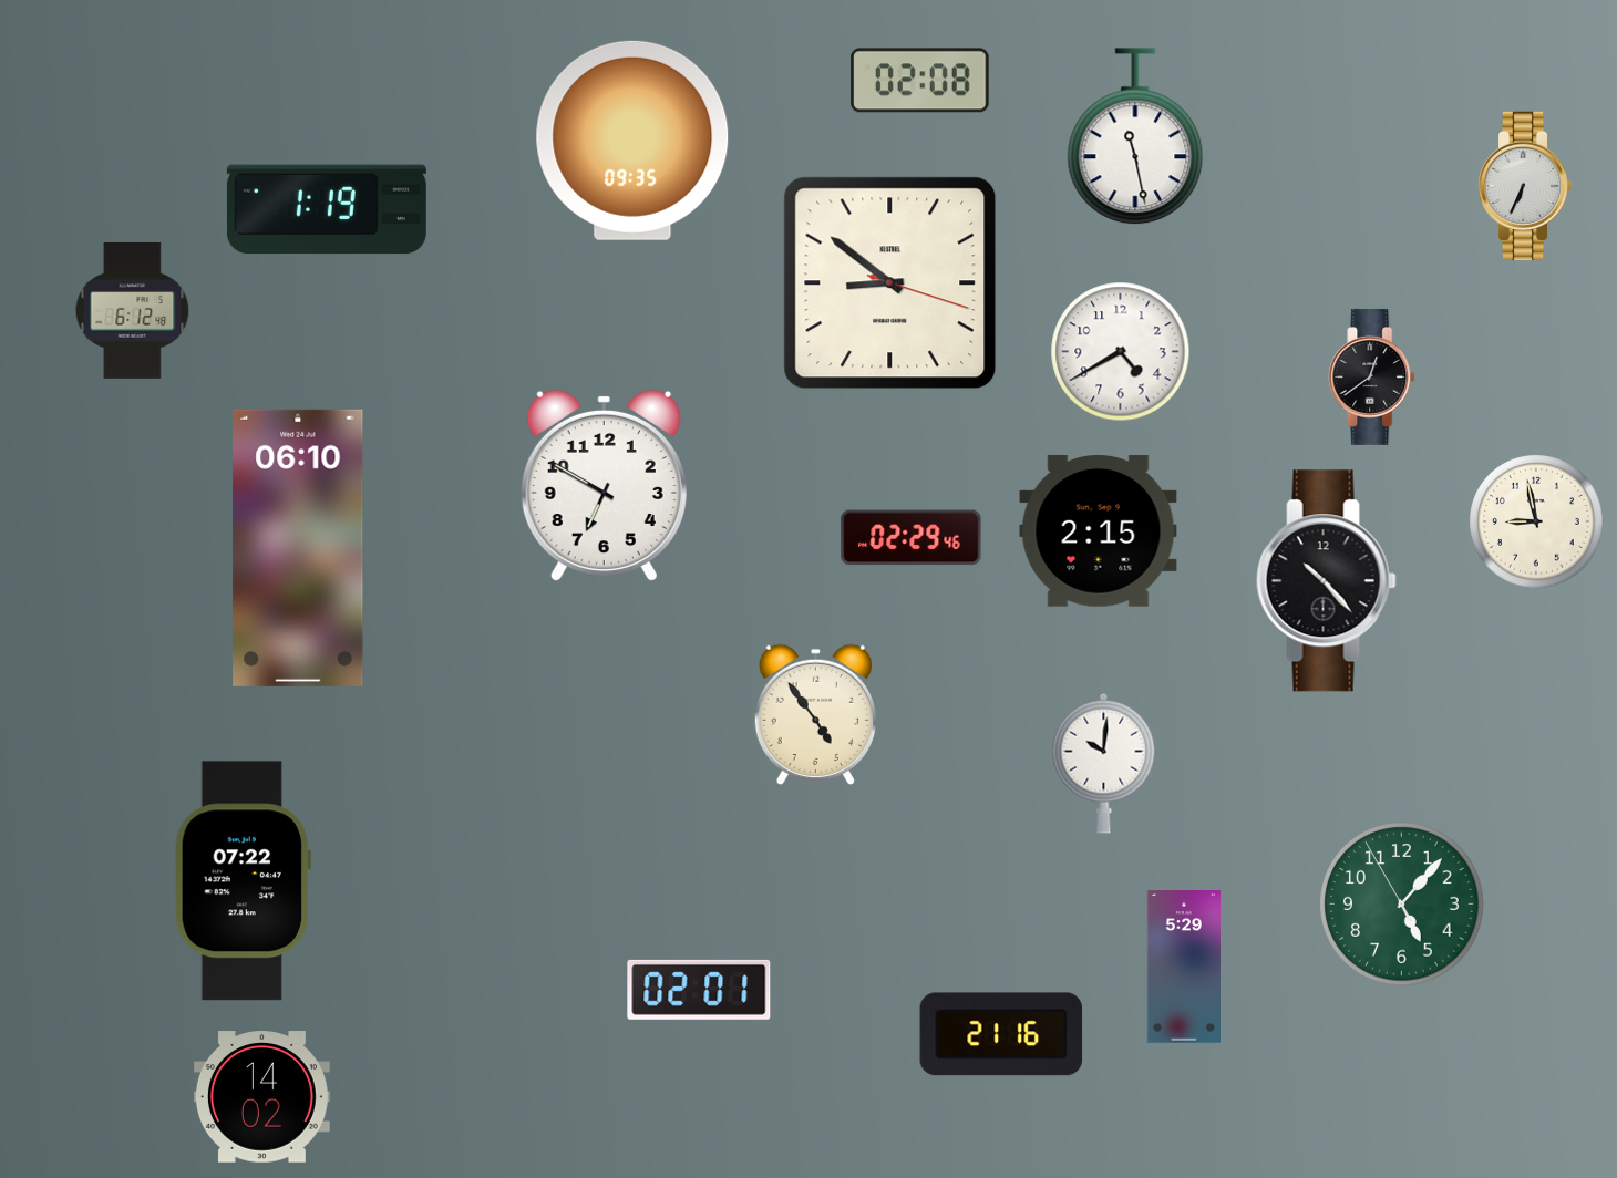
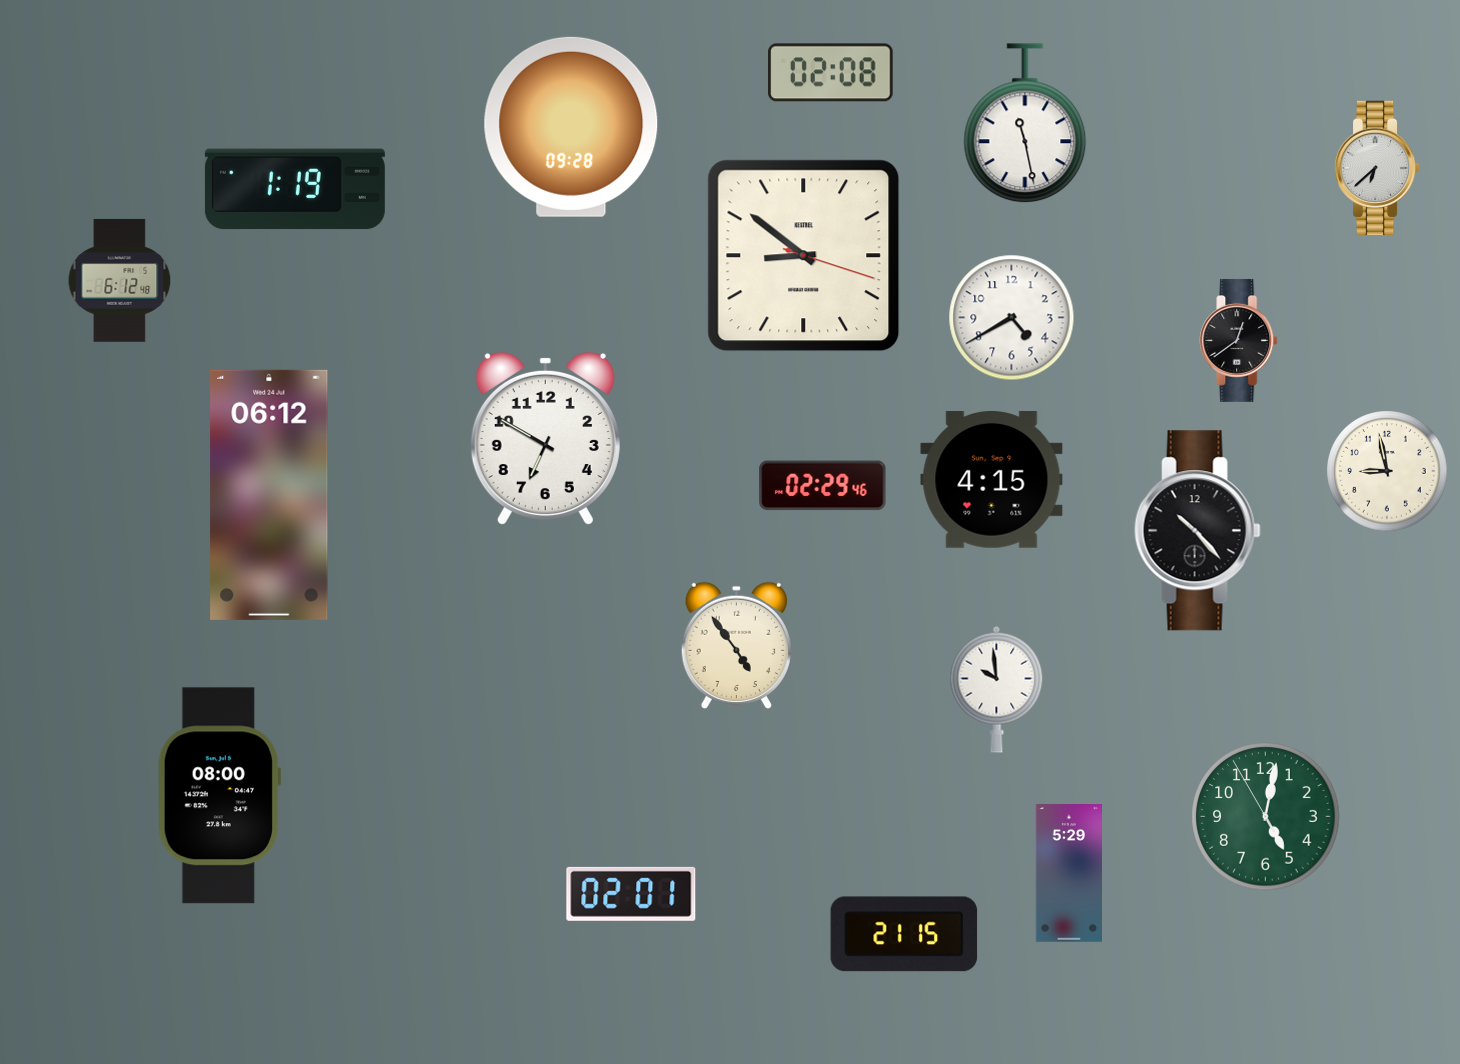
clock at (632, 141): 09:35 -> 09:28
clock at (1525, 185): 6:34 -> 6:38
clock at (1099, 530): 2:15 -> 4:15
clock at (298, 548): 06:10 -> 06:12
clock at (1326, 581) position: (1326, 581) -> (1197, 531)
clock at (1104, 763): 10:01 -> 9:59
clock at (243, 881): 07:22 -> 08:00
clock at (1402, 905): 5:06 -> 5:01
clock at (1001, 1034): 21:16 -> 21:15
clock at (261, 1097): 14:02 -> none
